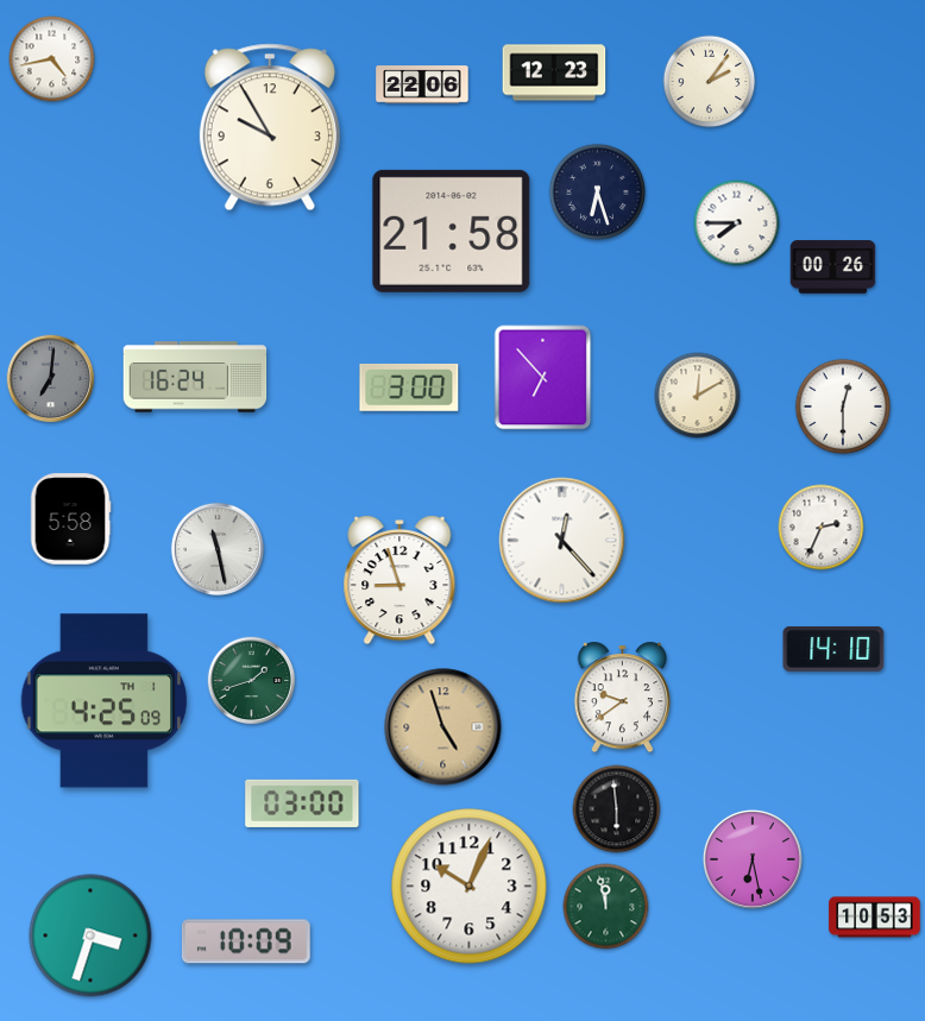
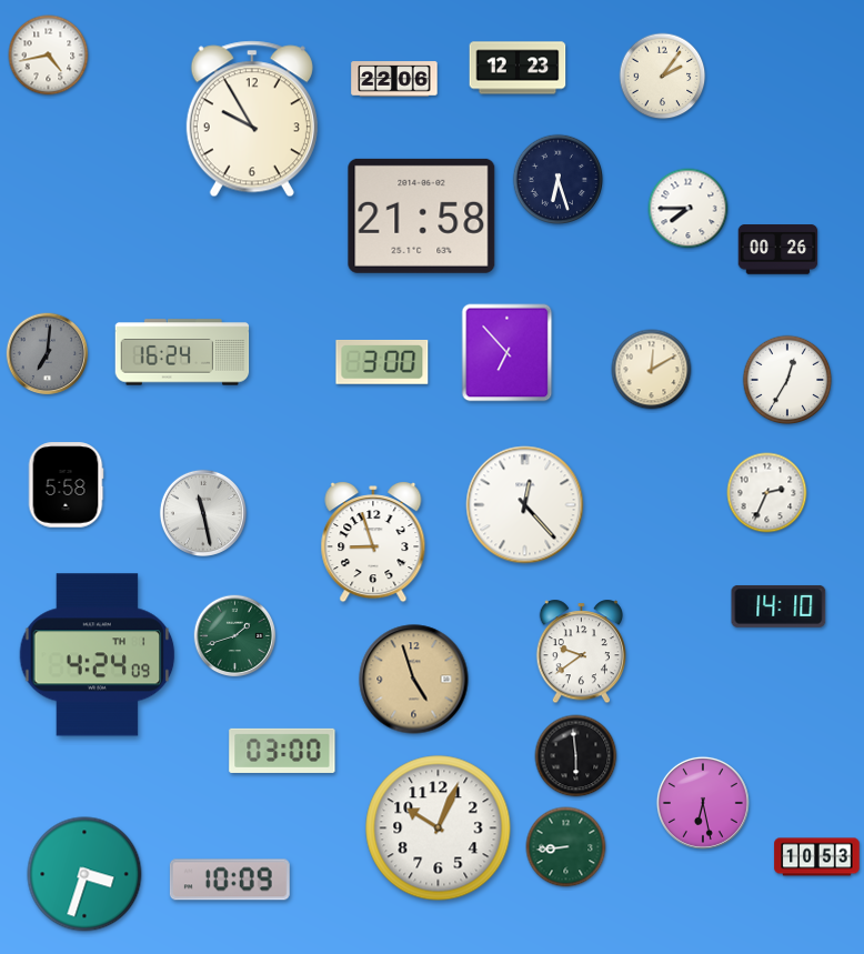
clock at (843, 406): 12:30 -> 12:35
clock at (105, 701): 4:25 -> 4:24
clock at (606, 907): 11:58 -> 8:44
